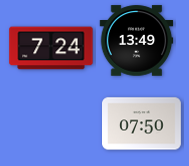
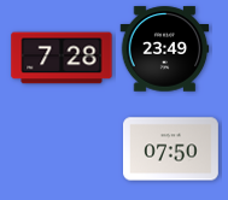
clock at (137, 41): 13:49 -> 23:49
clock at (51, 48): 7:24 -> 7:28
